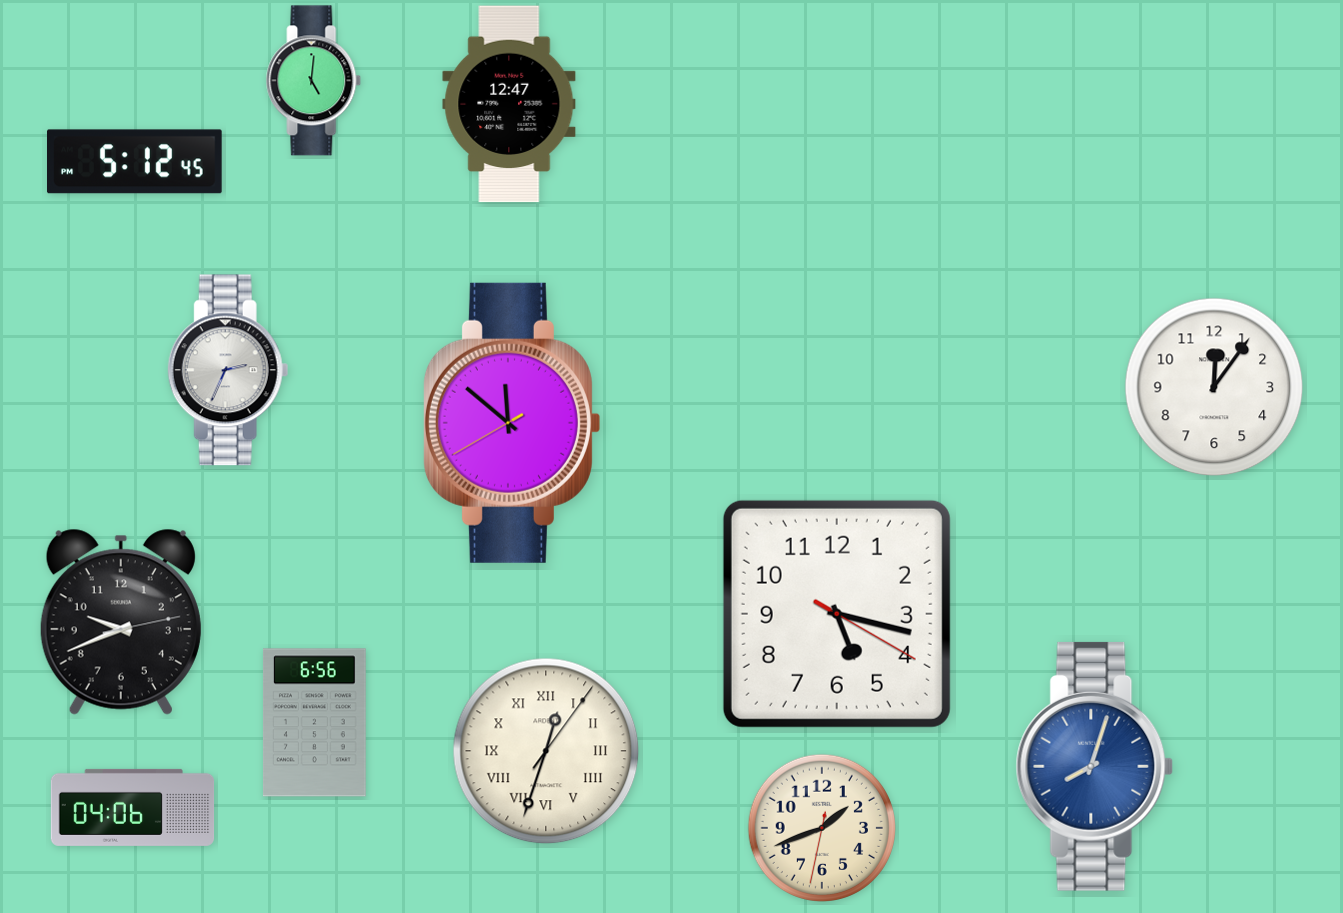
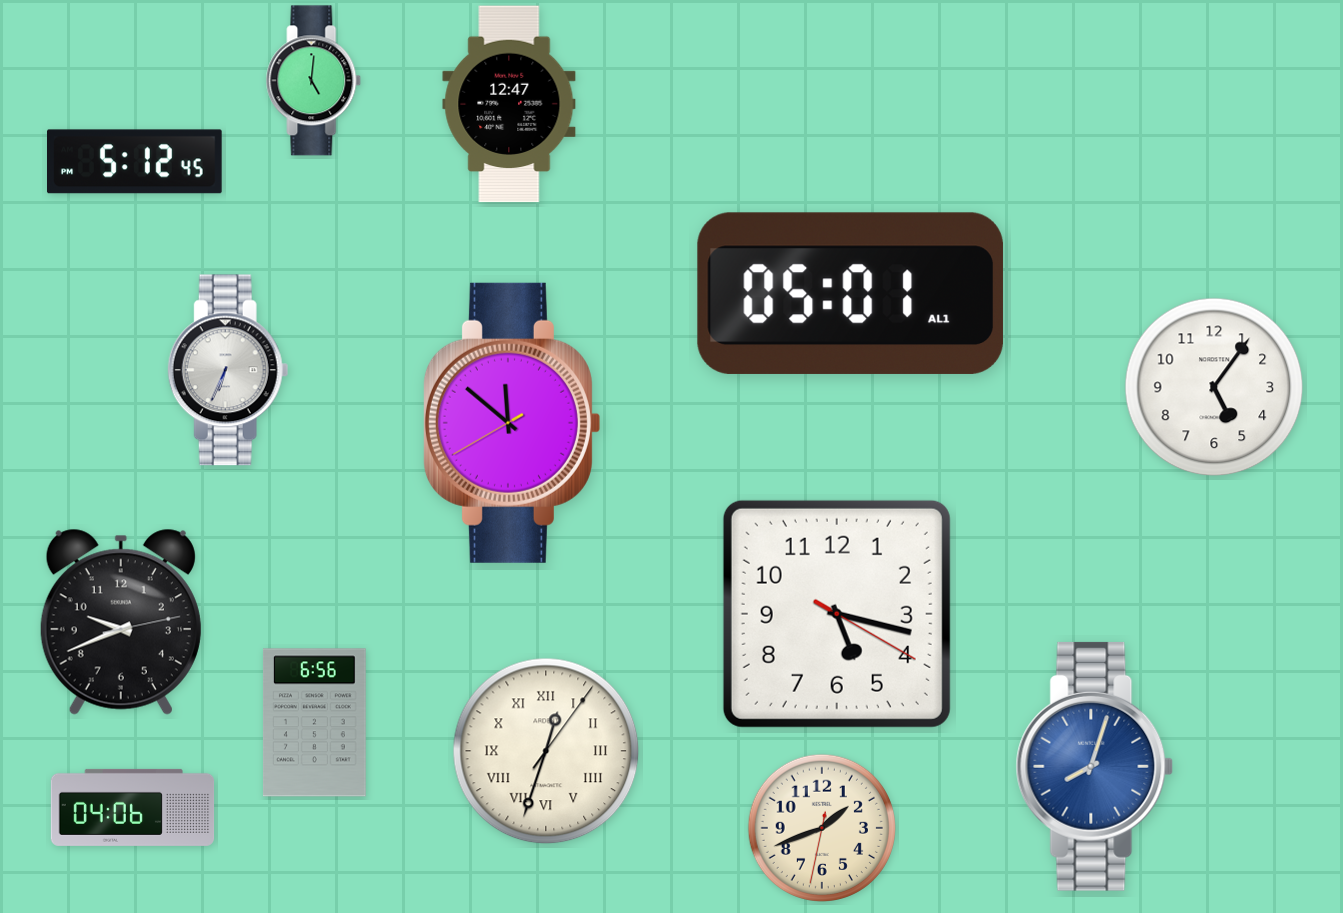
clock at (850, 293): none -> 05:01
clock at (228, 370): 2:34 -> 6:34
clock at (1214, 387): 12:06 -> 5:06
